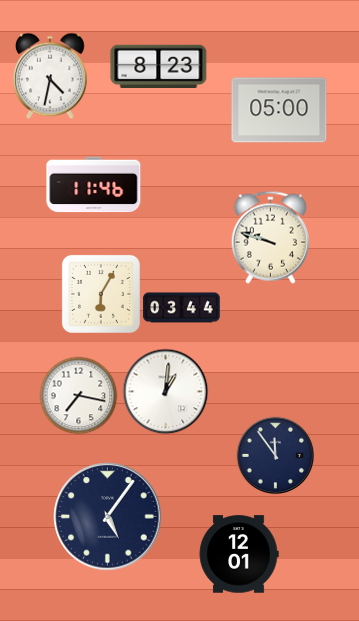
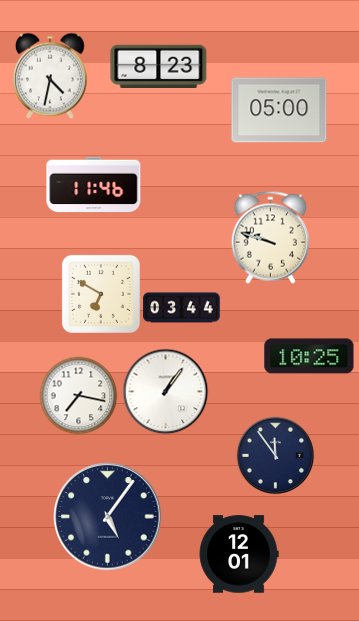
clock at (101, 294): 6:05 -> 6:50
clock at (309, 356): none -> 10:25
clock at (165, 391): 1:01 -> 1:06
